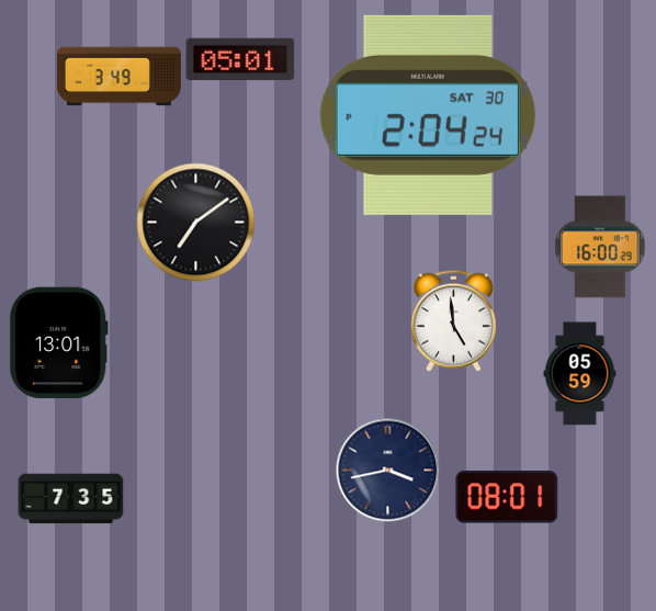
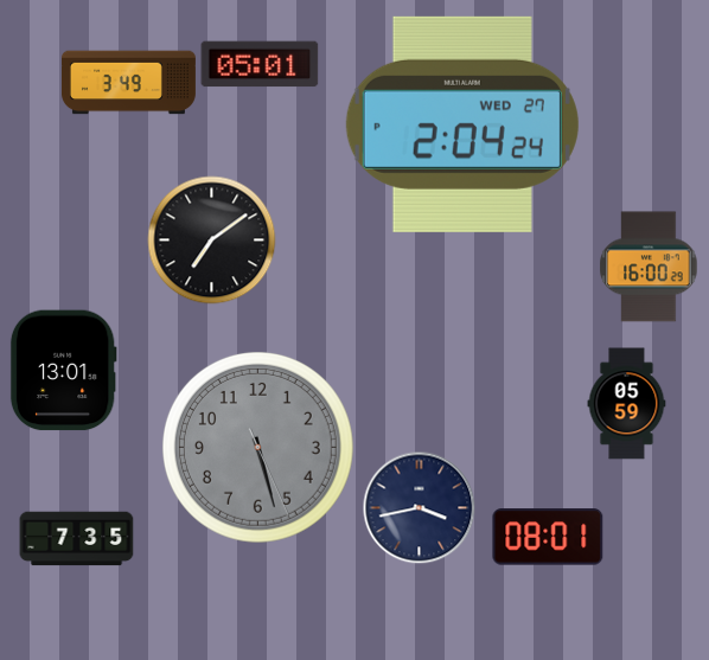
clock at (428, 115) date: SAT 30 -> WED 27
clock at (453, 320): 4:59 -> none
clock at (257, 447): none -> 5:27
